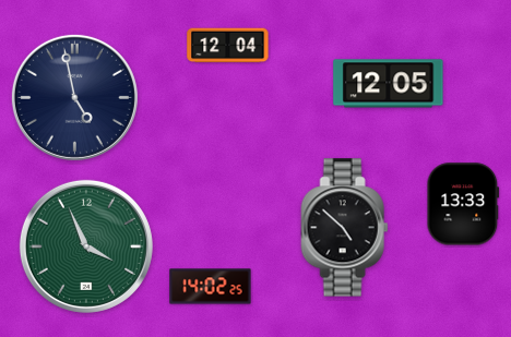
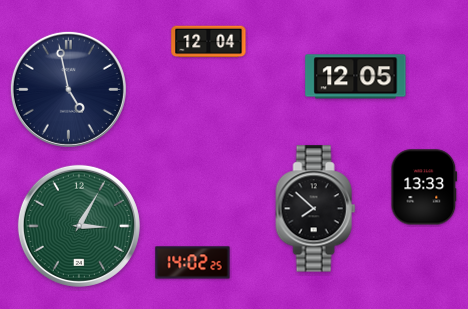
clock at (345, 228): 4:52 -> 7:52
clock at (86, 246): 3:56 -> 3:05
